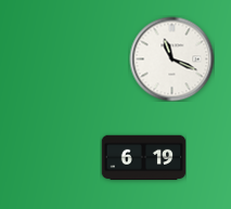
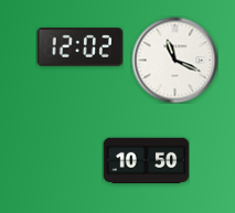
clock at (79, 47): none -> 12:02
clock at (143, 158): 6:19 -> 10:50
